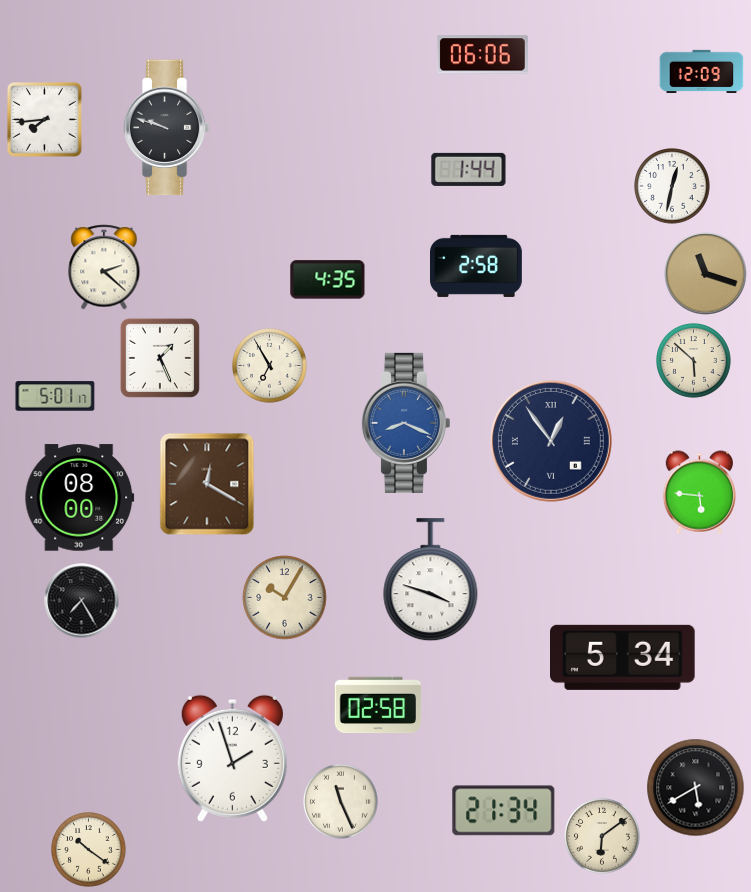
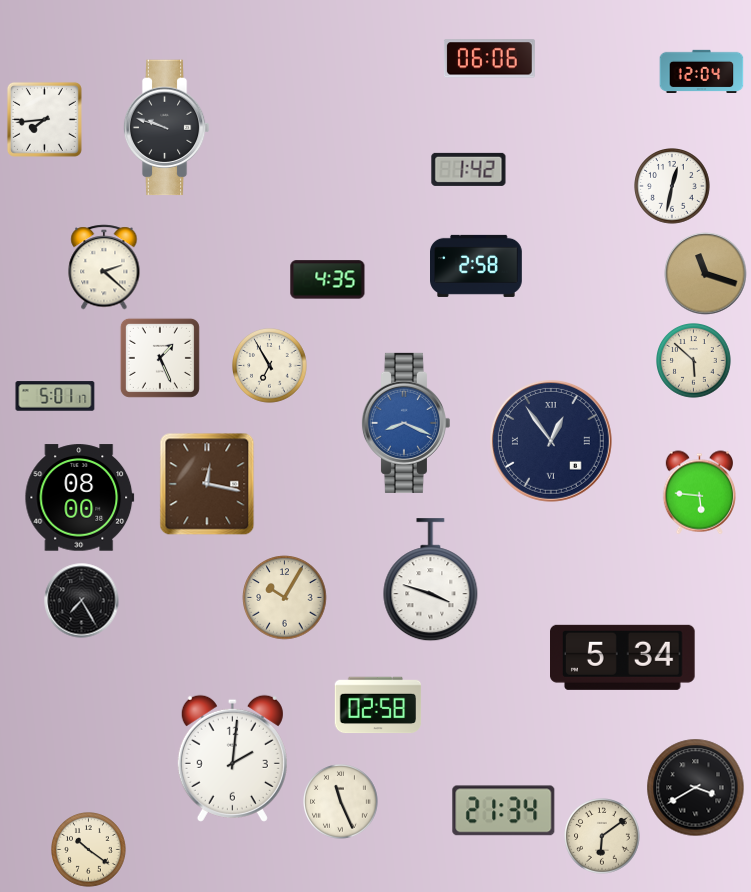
clock at (482, 55) position: (482, 55) -> (489, 59)
clock at (702, 71): 12:09 -> 12:04
clock at (469, 169): 1:44 -> 1:42
clock at (207, 484): 12:20 -> 12:17
clock at (232, 758): 1:57 -> 2:01
clock at (696, 788): 5:40 -> 3:40
